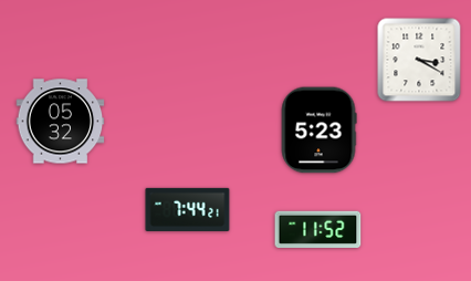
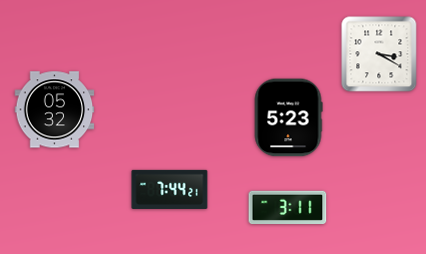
clock at (318, 230): 11:52 -> 3:11
